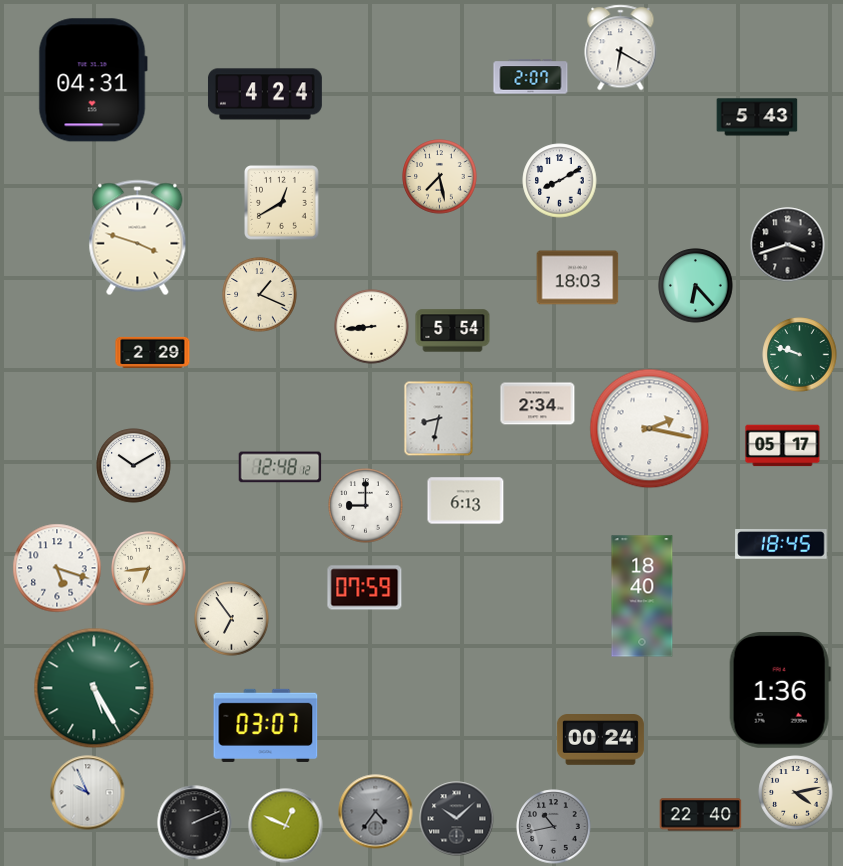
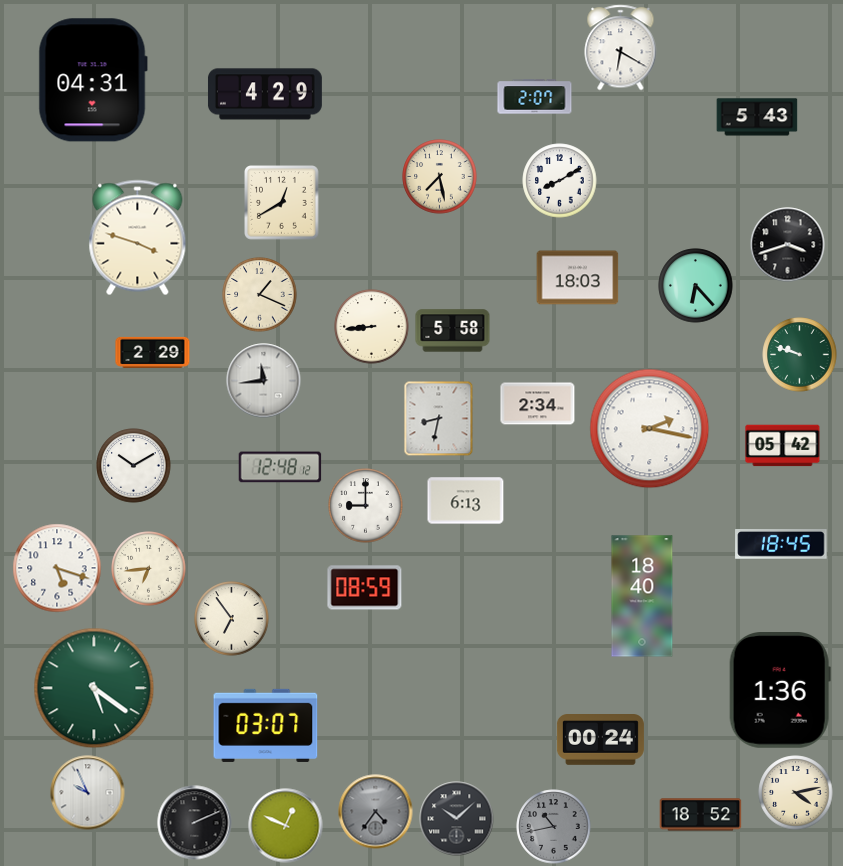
clock at (531, 77) position: (531, 77) -> (535, 97)
clock at (265, 94): 4:24 -> 4:29
clock at (453, 331): 5:54 -> 5:58
clock at (264, 381): none -> 11:44
clock at (783, 446): 05:17 -> 05:42
clock at (365, 588): 07:59 -> 08:59
clock at (94, 688): 5:25 -> 5:21
clock at (701, 815): 22:40 -> 18:52
